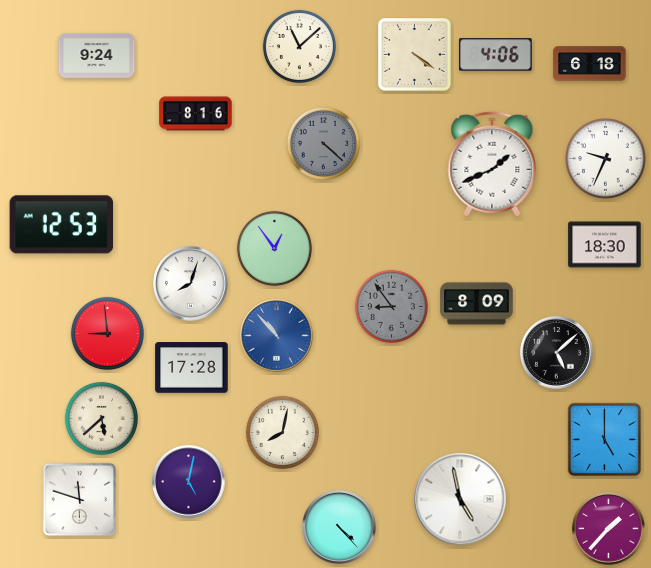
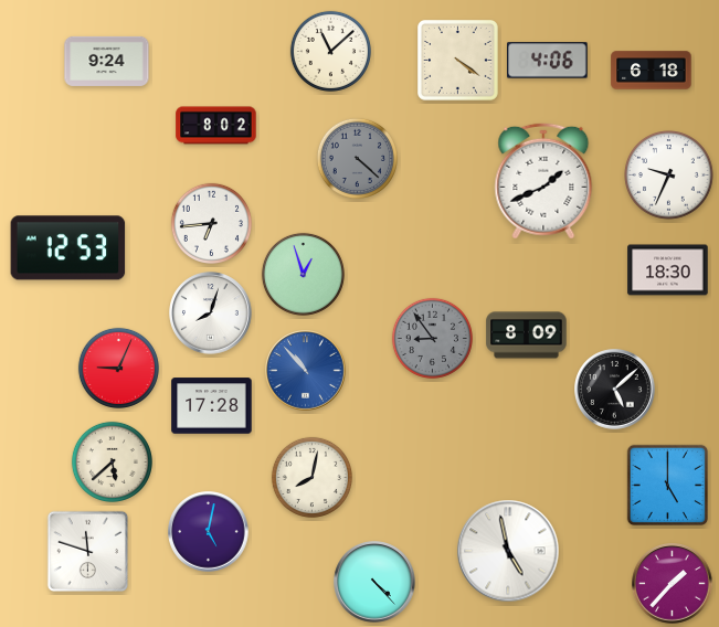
clock at (196, 114): 8:16 -> 8:02
clock at (211, 223): none -> 6:44
clock at (274, 248): 12:54 -> 12:57
clock at (107, 333): 8:59 -> 9:04
